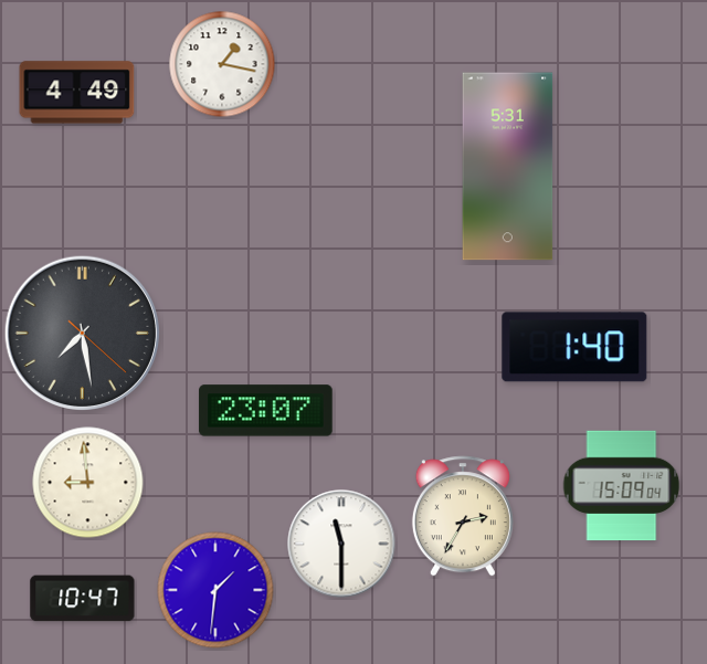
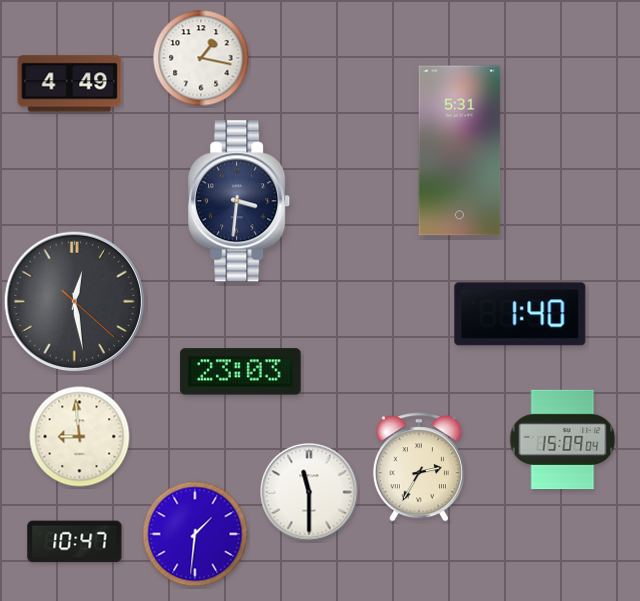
clock at (240, 201): none -> 3:31
clock at (82, 333): 7:28 -> 12:28
clock at (266, 411): 23:07 -> 23:03
